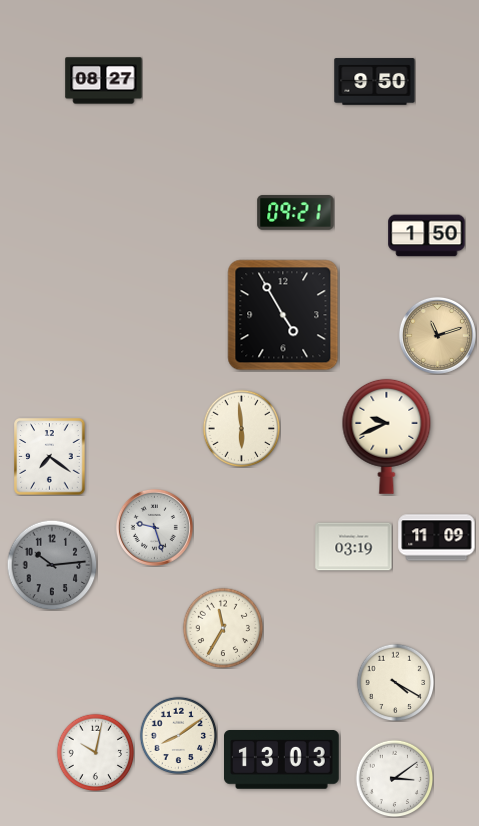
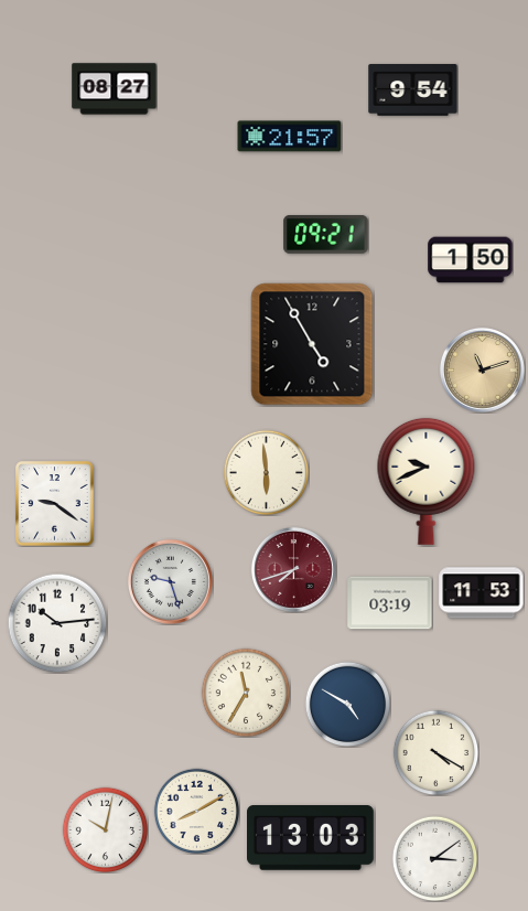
clock at (375, 82): 9:50 -> 9:54
clock at (290, 137): none -> 21:57
clock at (283, 315) position: (283, 315) -> (312, 344)
clock at (50, 457): 7:21 -> 9:21
clock at (293, 569): none -> 7:42
clock at (437, 538): 11:09 -> 11:53
clock at (52, 565) dial: grey -> white
clock at (347, 704): none -> 4:50
clock at (178, 735): 8:09 -> 8:10
